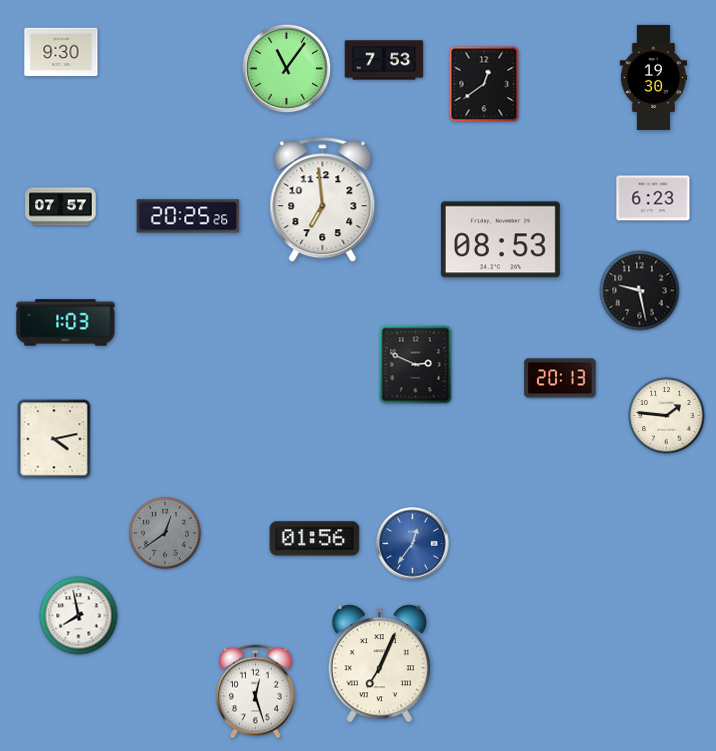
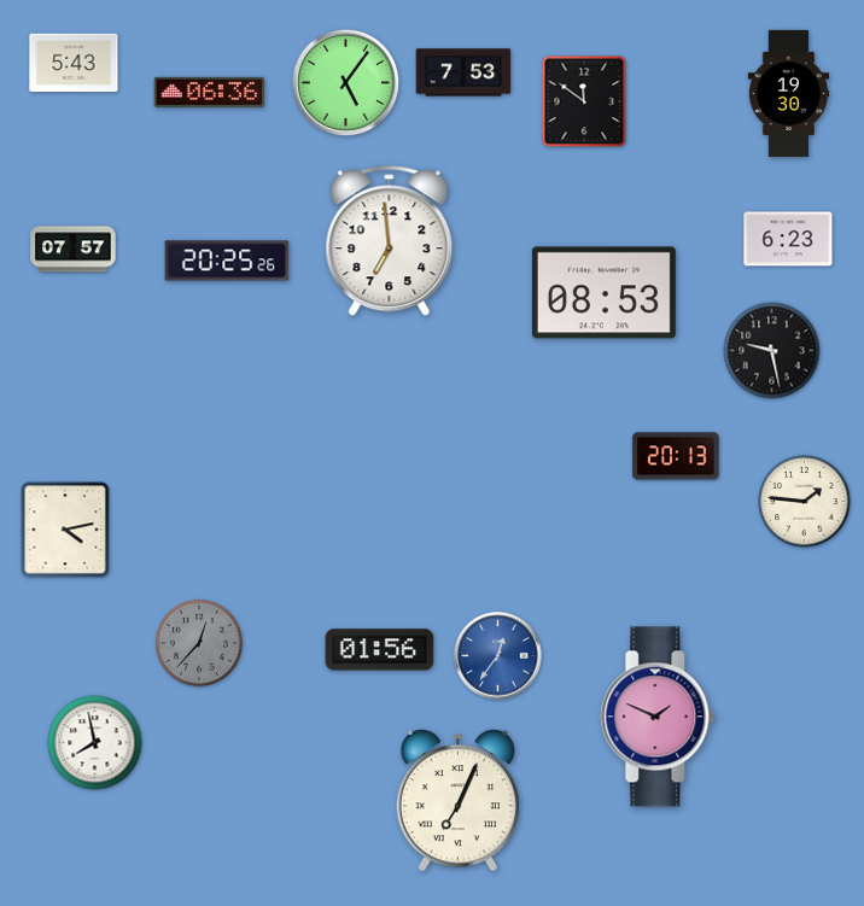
clock at (61, 52): 9:30 -> 5:43
clock at (287, 69): 11:06 -> 5:06
clock at (210, 92): none -> 06:36
clock at (484, 84): 12:39 -> 11:51
clock at (500, 240) position: (500, 240) -> (603, 293)
clock at (66, 323): 1:03 -> none
clock at (416, 365): 2:49 -> none
clock at (165, 533): 12:39 -> 12:37
clock at (658, 717): none -> 1:49
clock at (256, 692): 12:27 -> none
